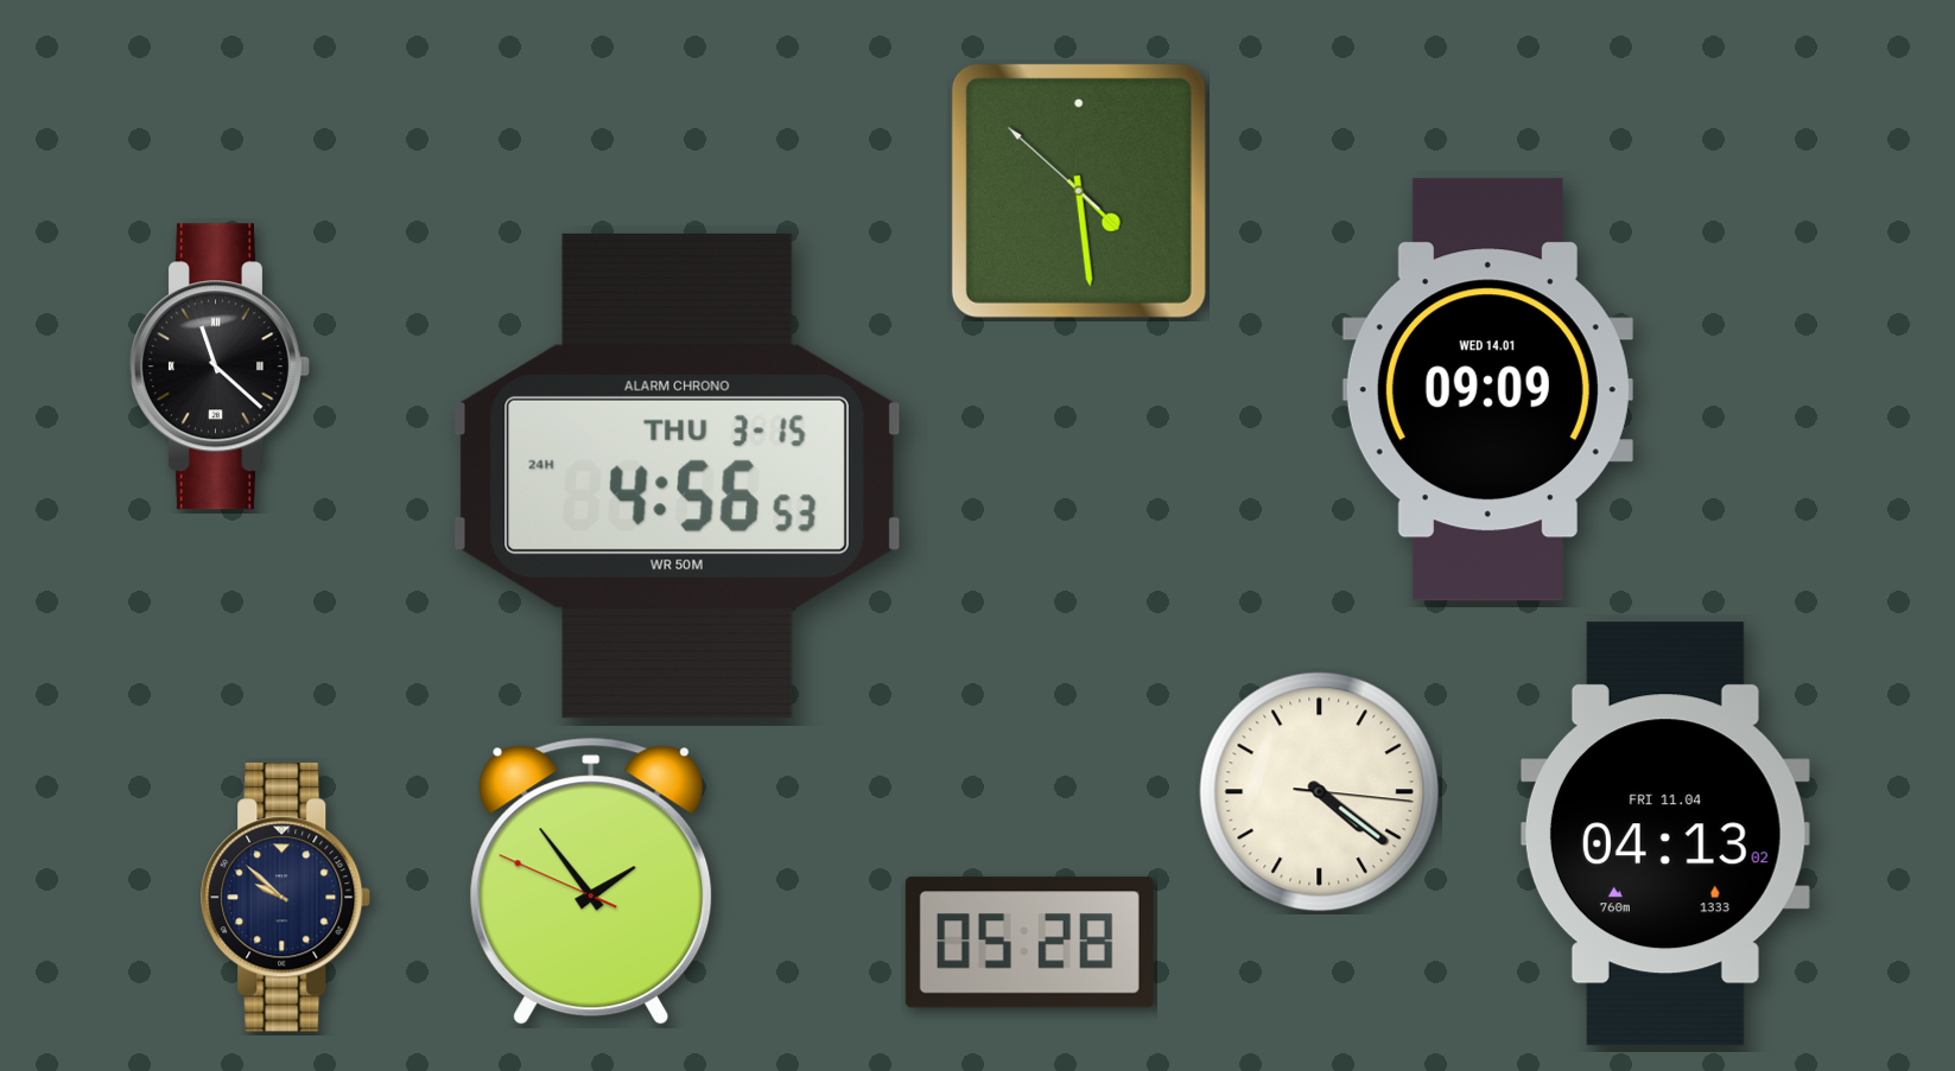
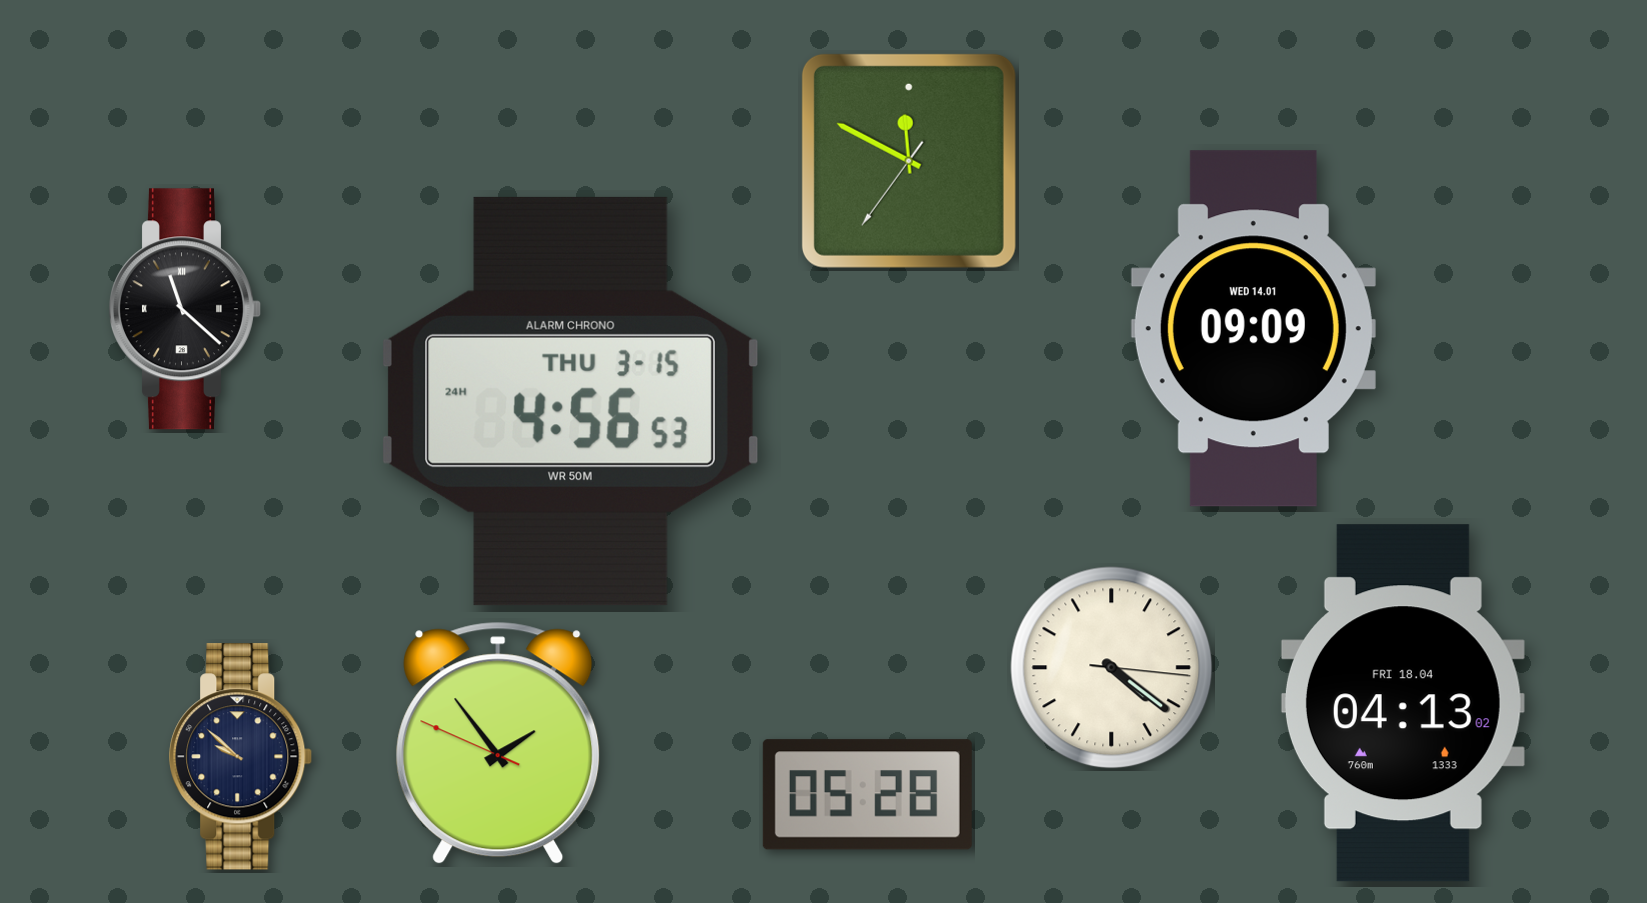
clock at (1079, 191): 4:28 -> 11:49
clock at (1665, 834) date: FRI 11.04 -> FRI 18.04
